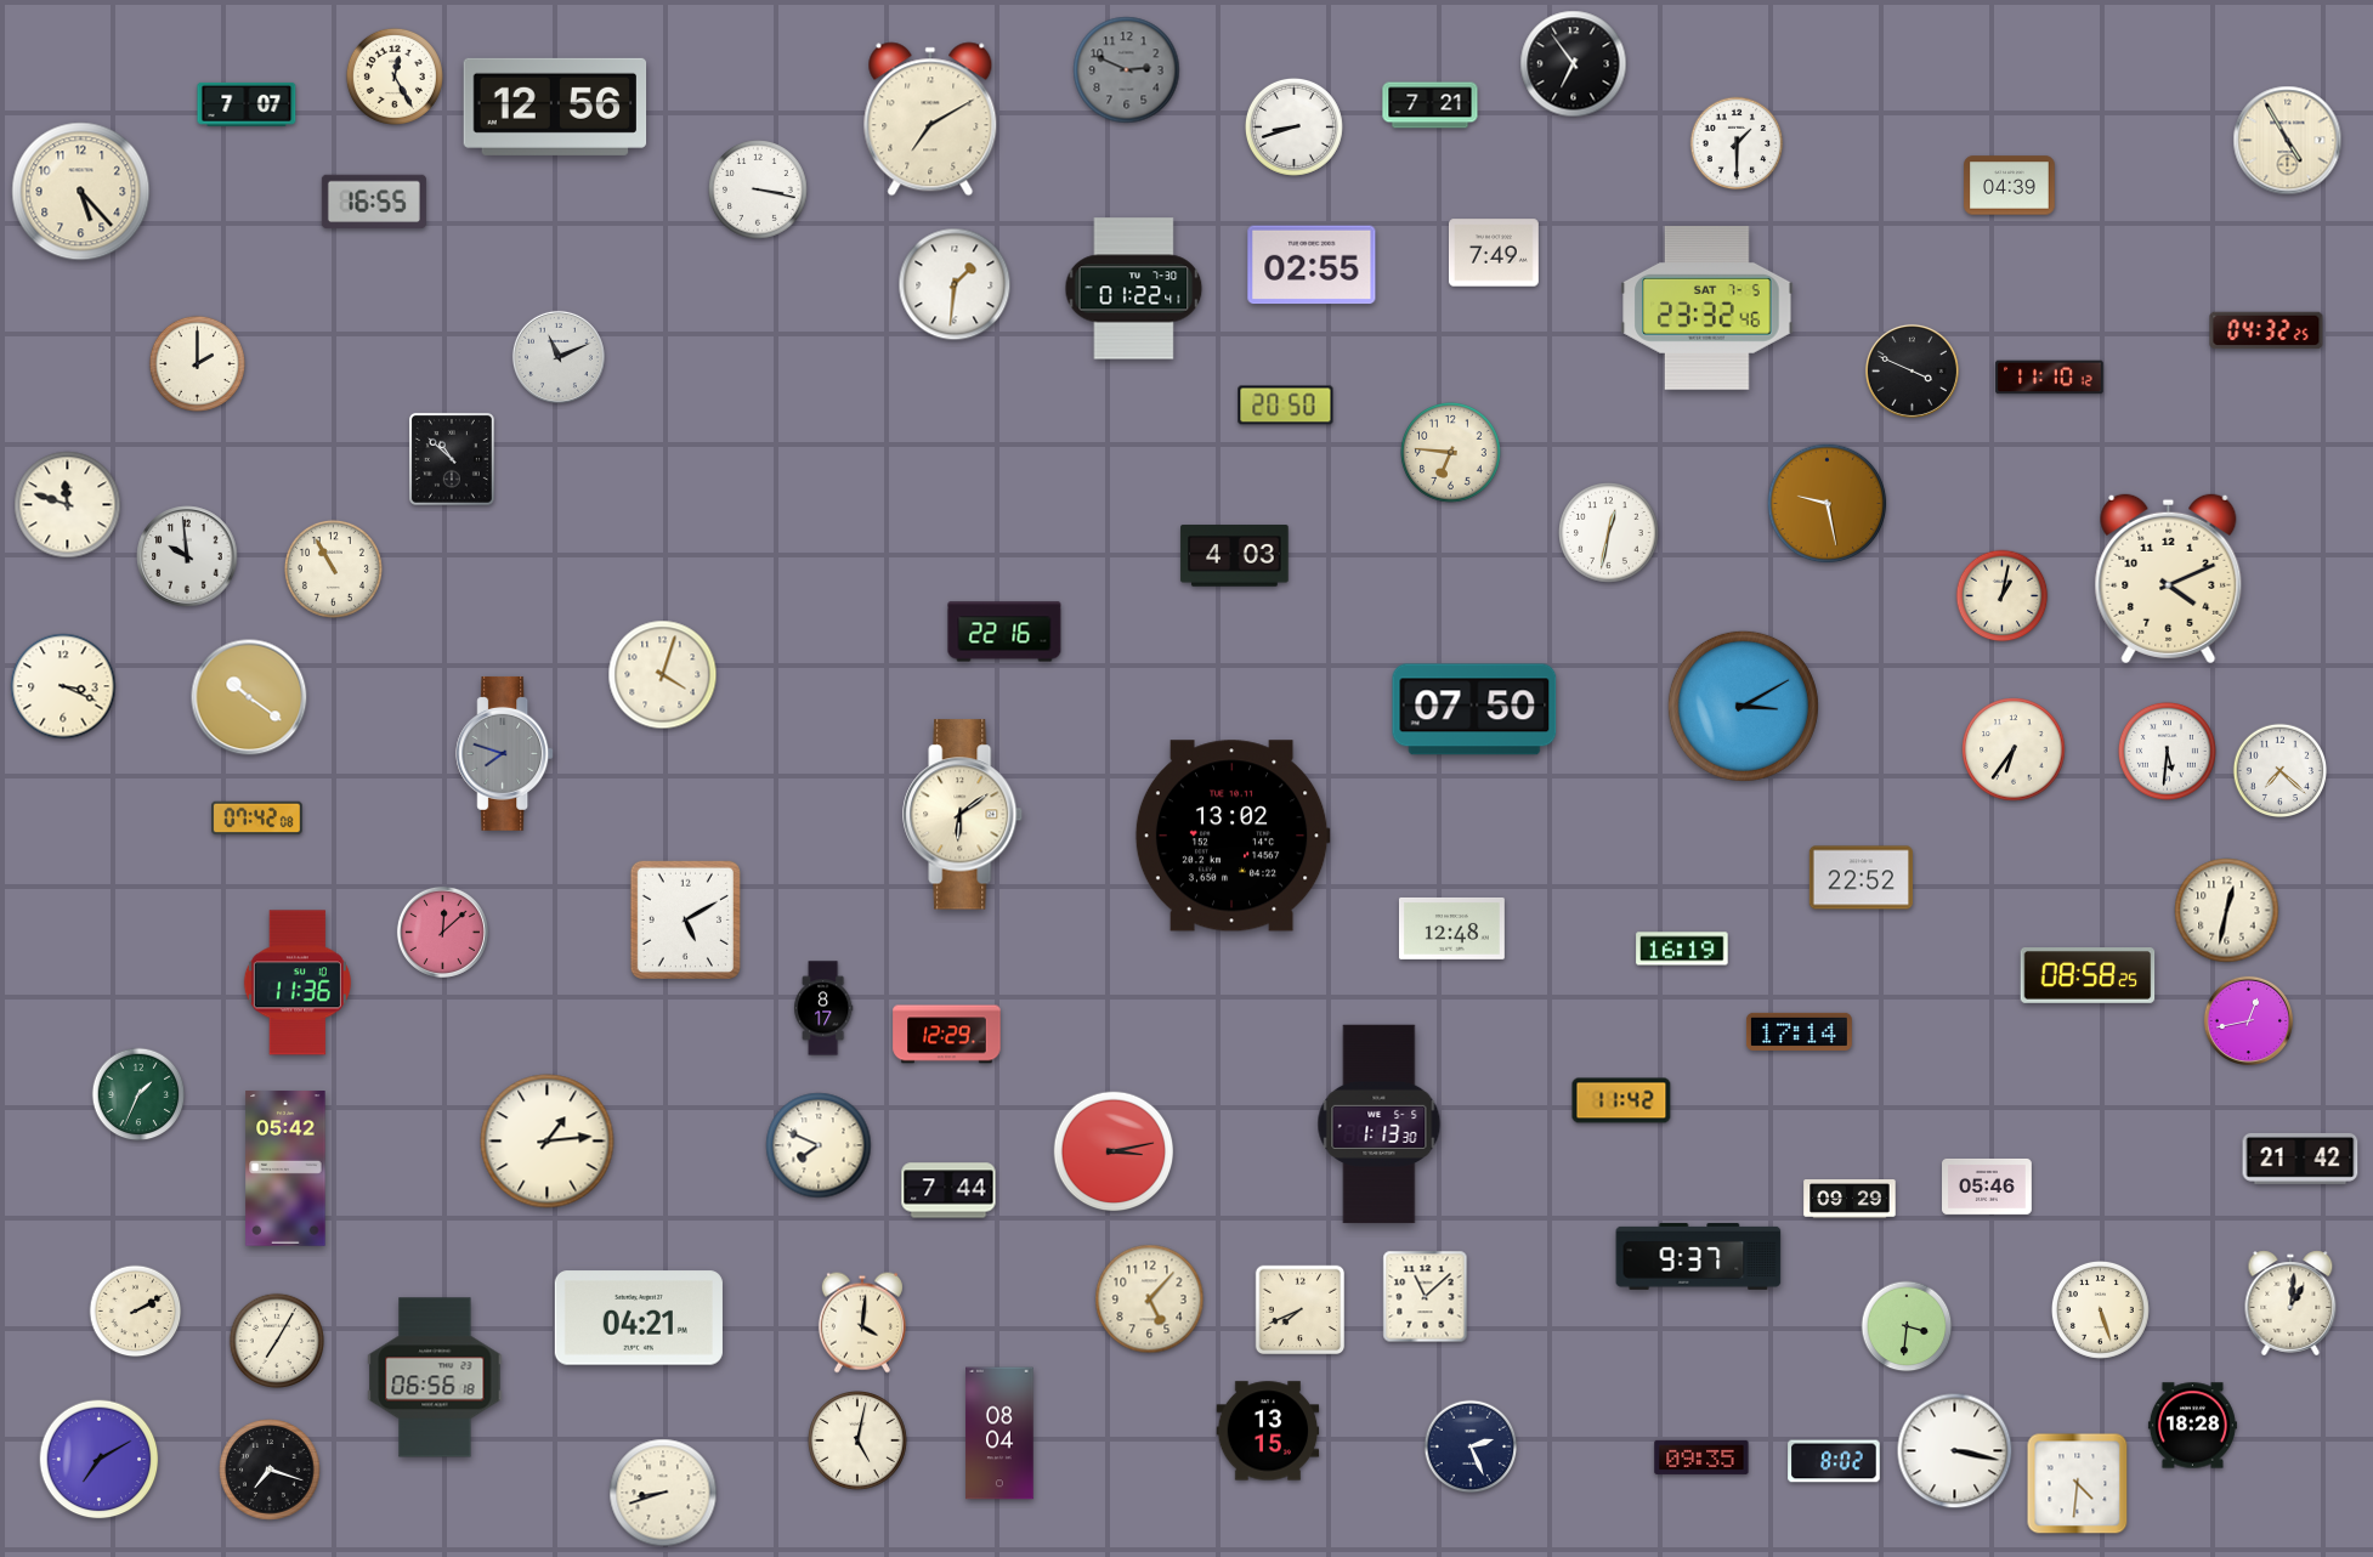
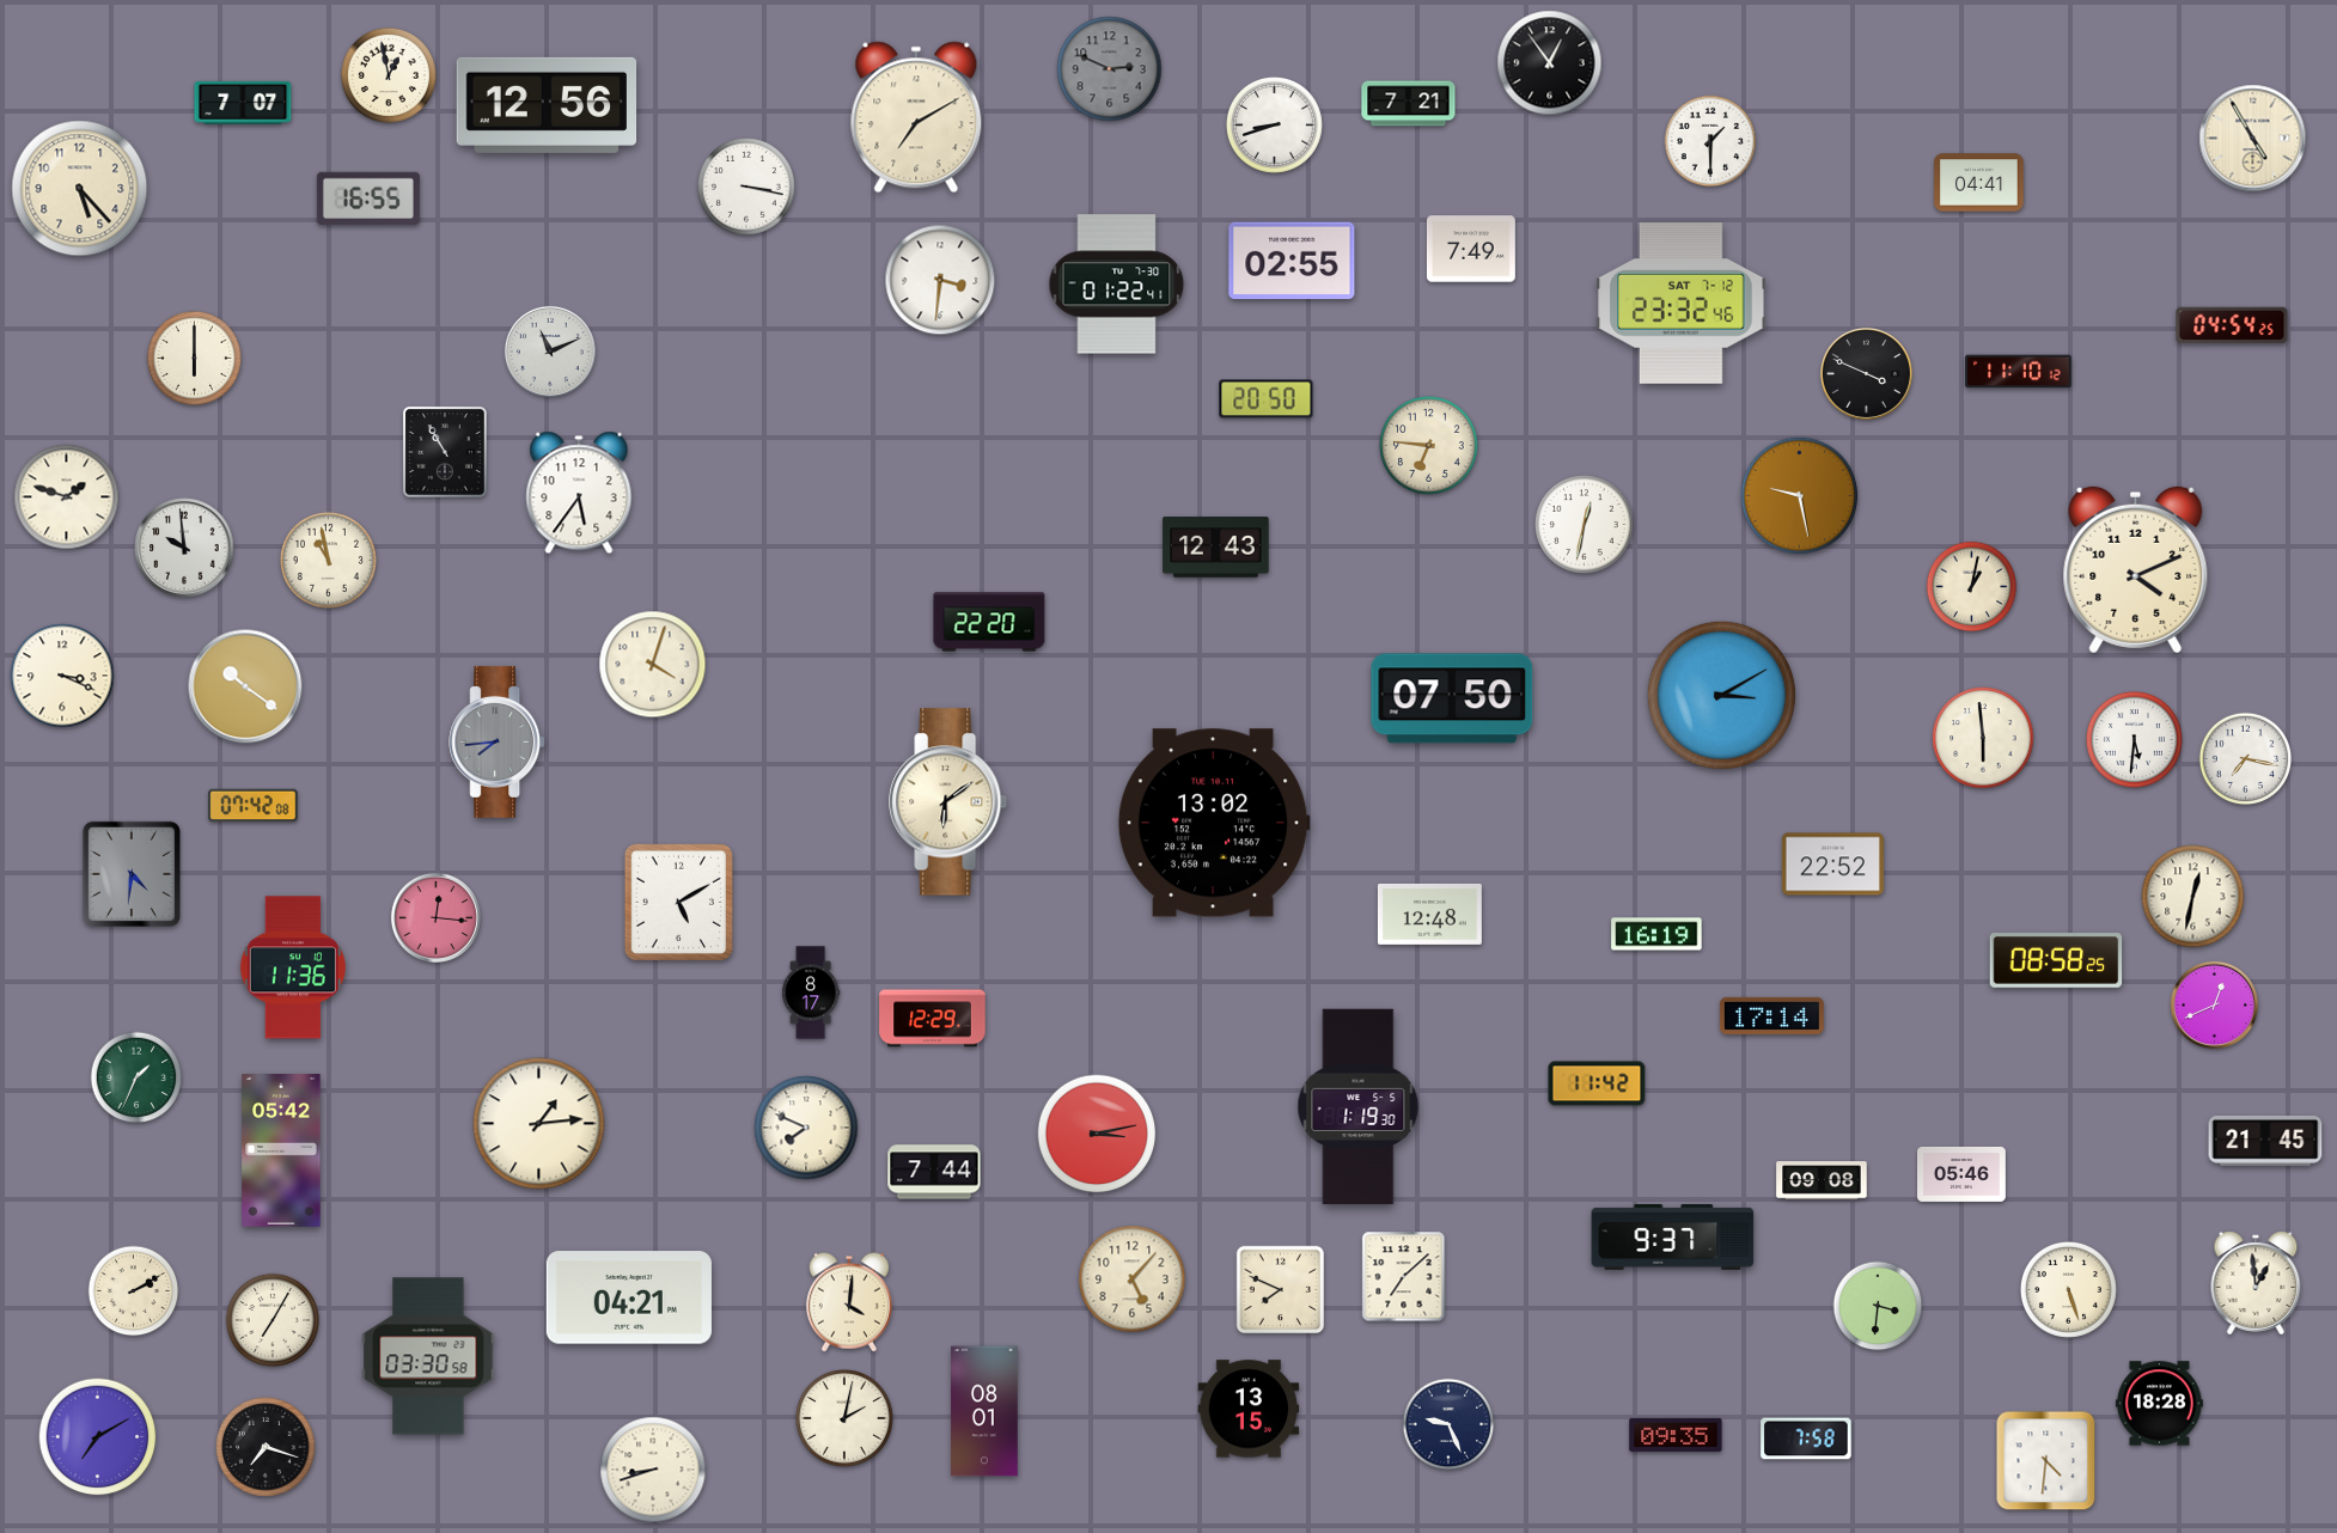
clock at (1574, 64): 6:54 -> 12:54
clock at (395, 77): 12:25 -> 12:58
clock at (2010, 186): 04:39 -> 04:41
clock at (955, 284): 1:31 -> 3:31
clock at (1707, 308) date: SAT 7-5 -> SAT 7-12
clock at (2266, 330): 04:32 -> 04:54
clock at (197, 363): 2:00 -> 6:00
clock at (1912, 370) position: (1912, 370) -> (1866, 373)
clock at (452, 459): 10:52 -> 10:55
clock at (579, 493): none -> 5:36
clock at (68, 505): 11:48 -> 1:48
clock at (1235, 556): 4:03 -> 12:43
clock at (333, 568): 10:55 -> 10:58
clock at (1004, 632): 22:16 -> 22:20
clock at (1743, 706) position: (1743, 706) -> (1721, 695)
clock at (2014, 749): 6:36 -> 5:59
clock at (505, 753): 7:48 -> 7:44
clock at (2281, 771): 7:22 -> 7:17
clock at (132, 874): none -> 4:31
clock at (685, 919) position: (685, 919) -> (678, 902)
clock at (442, 932): 12:08 -> 12:16
clock at (2248, 1020): 12:43 -> 12:41
clock at (1380, 1125): 1:13 -> 1:19
clock at (2300, 1159): 21:42 -> 21:45
clock at (1988, 1187) position: (1988, 1187) -> (1963, 1174)
clock at (1850, 1199): 09:29 -> 09:08
clock at (1426, 1297): 11:08 -> 7:08
clock at (2290, 1303): 1:01 -> 12:59
clock at (1301, 1310): 7:41 -> 7:49
clock at (435, 1377): 06:56 -> 03:30
clock at (999, 1433): 08:04 -> 08:01
clock at (859, 1442): 5:02 -> 2:02
clock at (1471, 1446): 2:26 -> 9:26
clock at (1955, 1451): 3:17 -> none
clock at (1834, 1461): 8:02 -> 7:58
